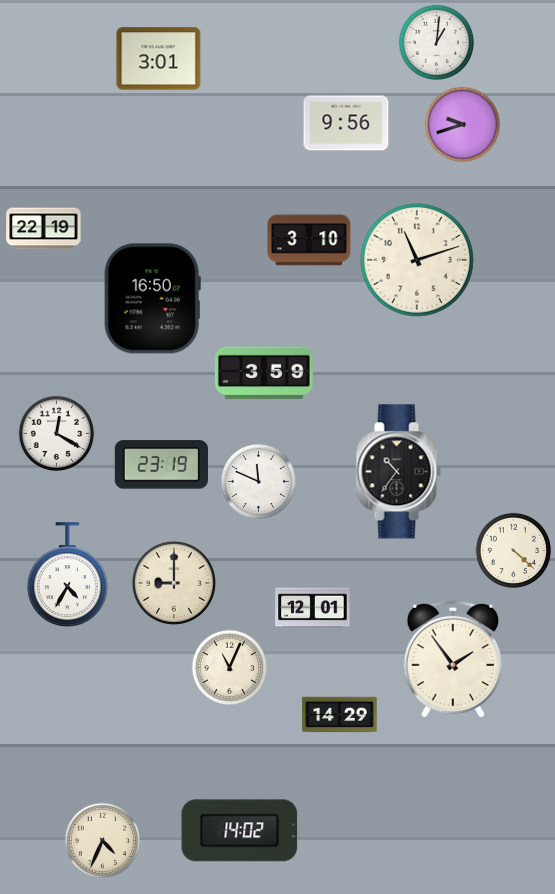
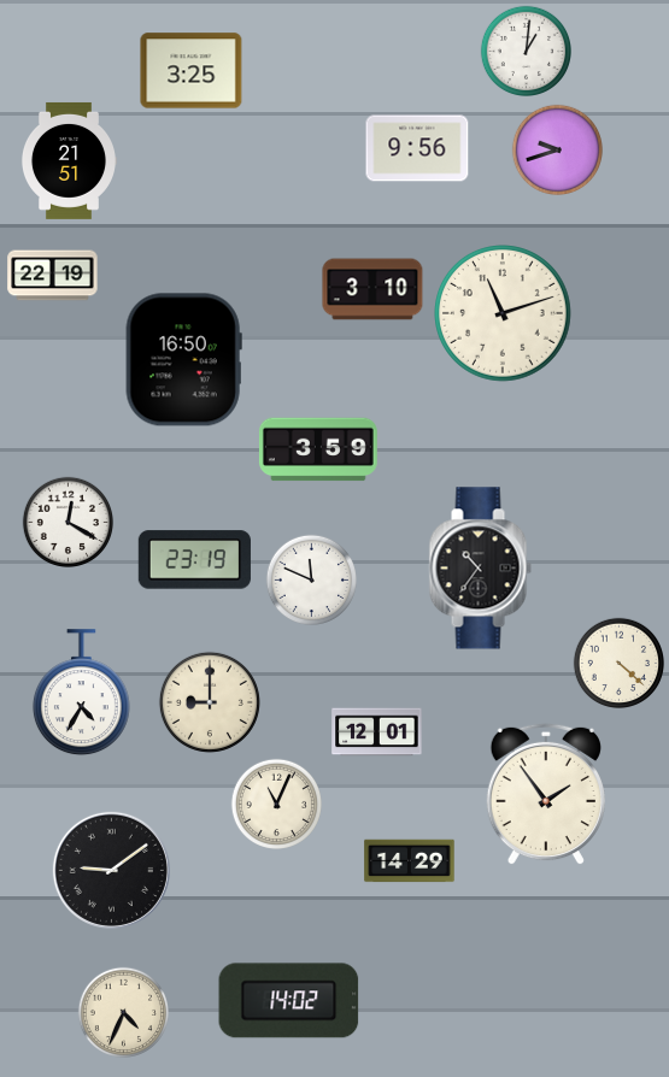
clock at (159, 59): 3:01 -> 3:25
clock at (68, 160): none -> 21:51
clock at (111, 870): none -> 9:09
